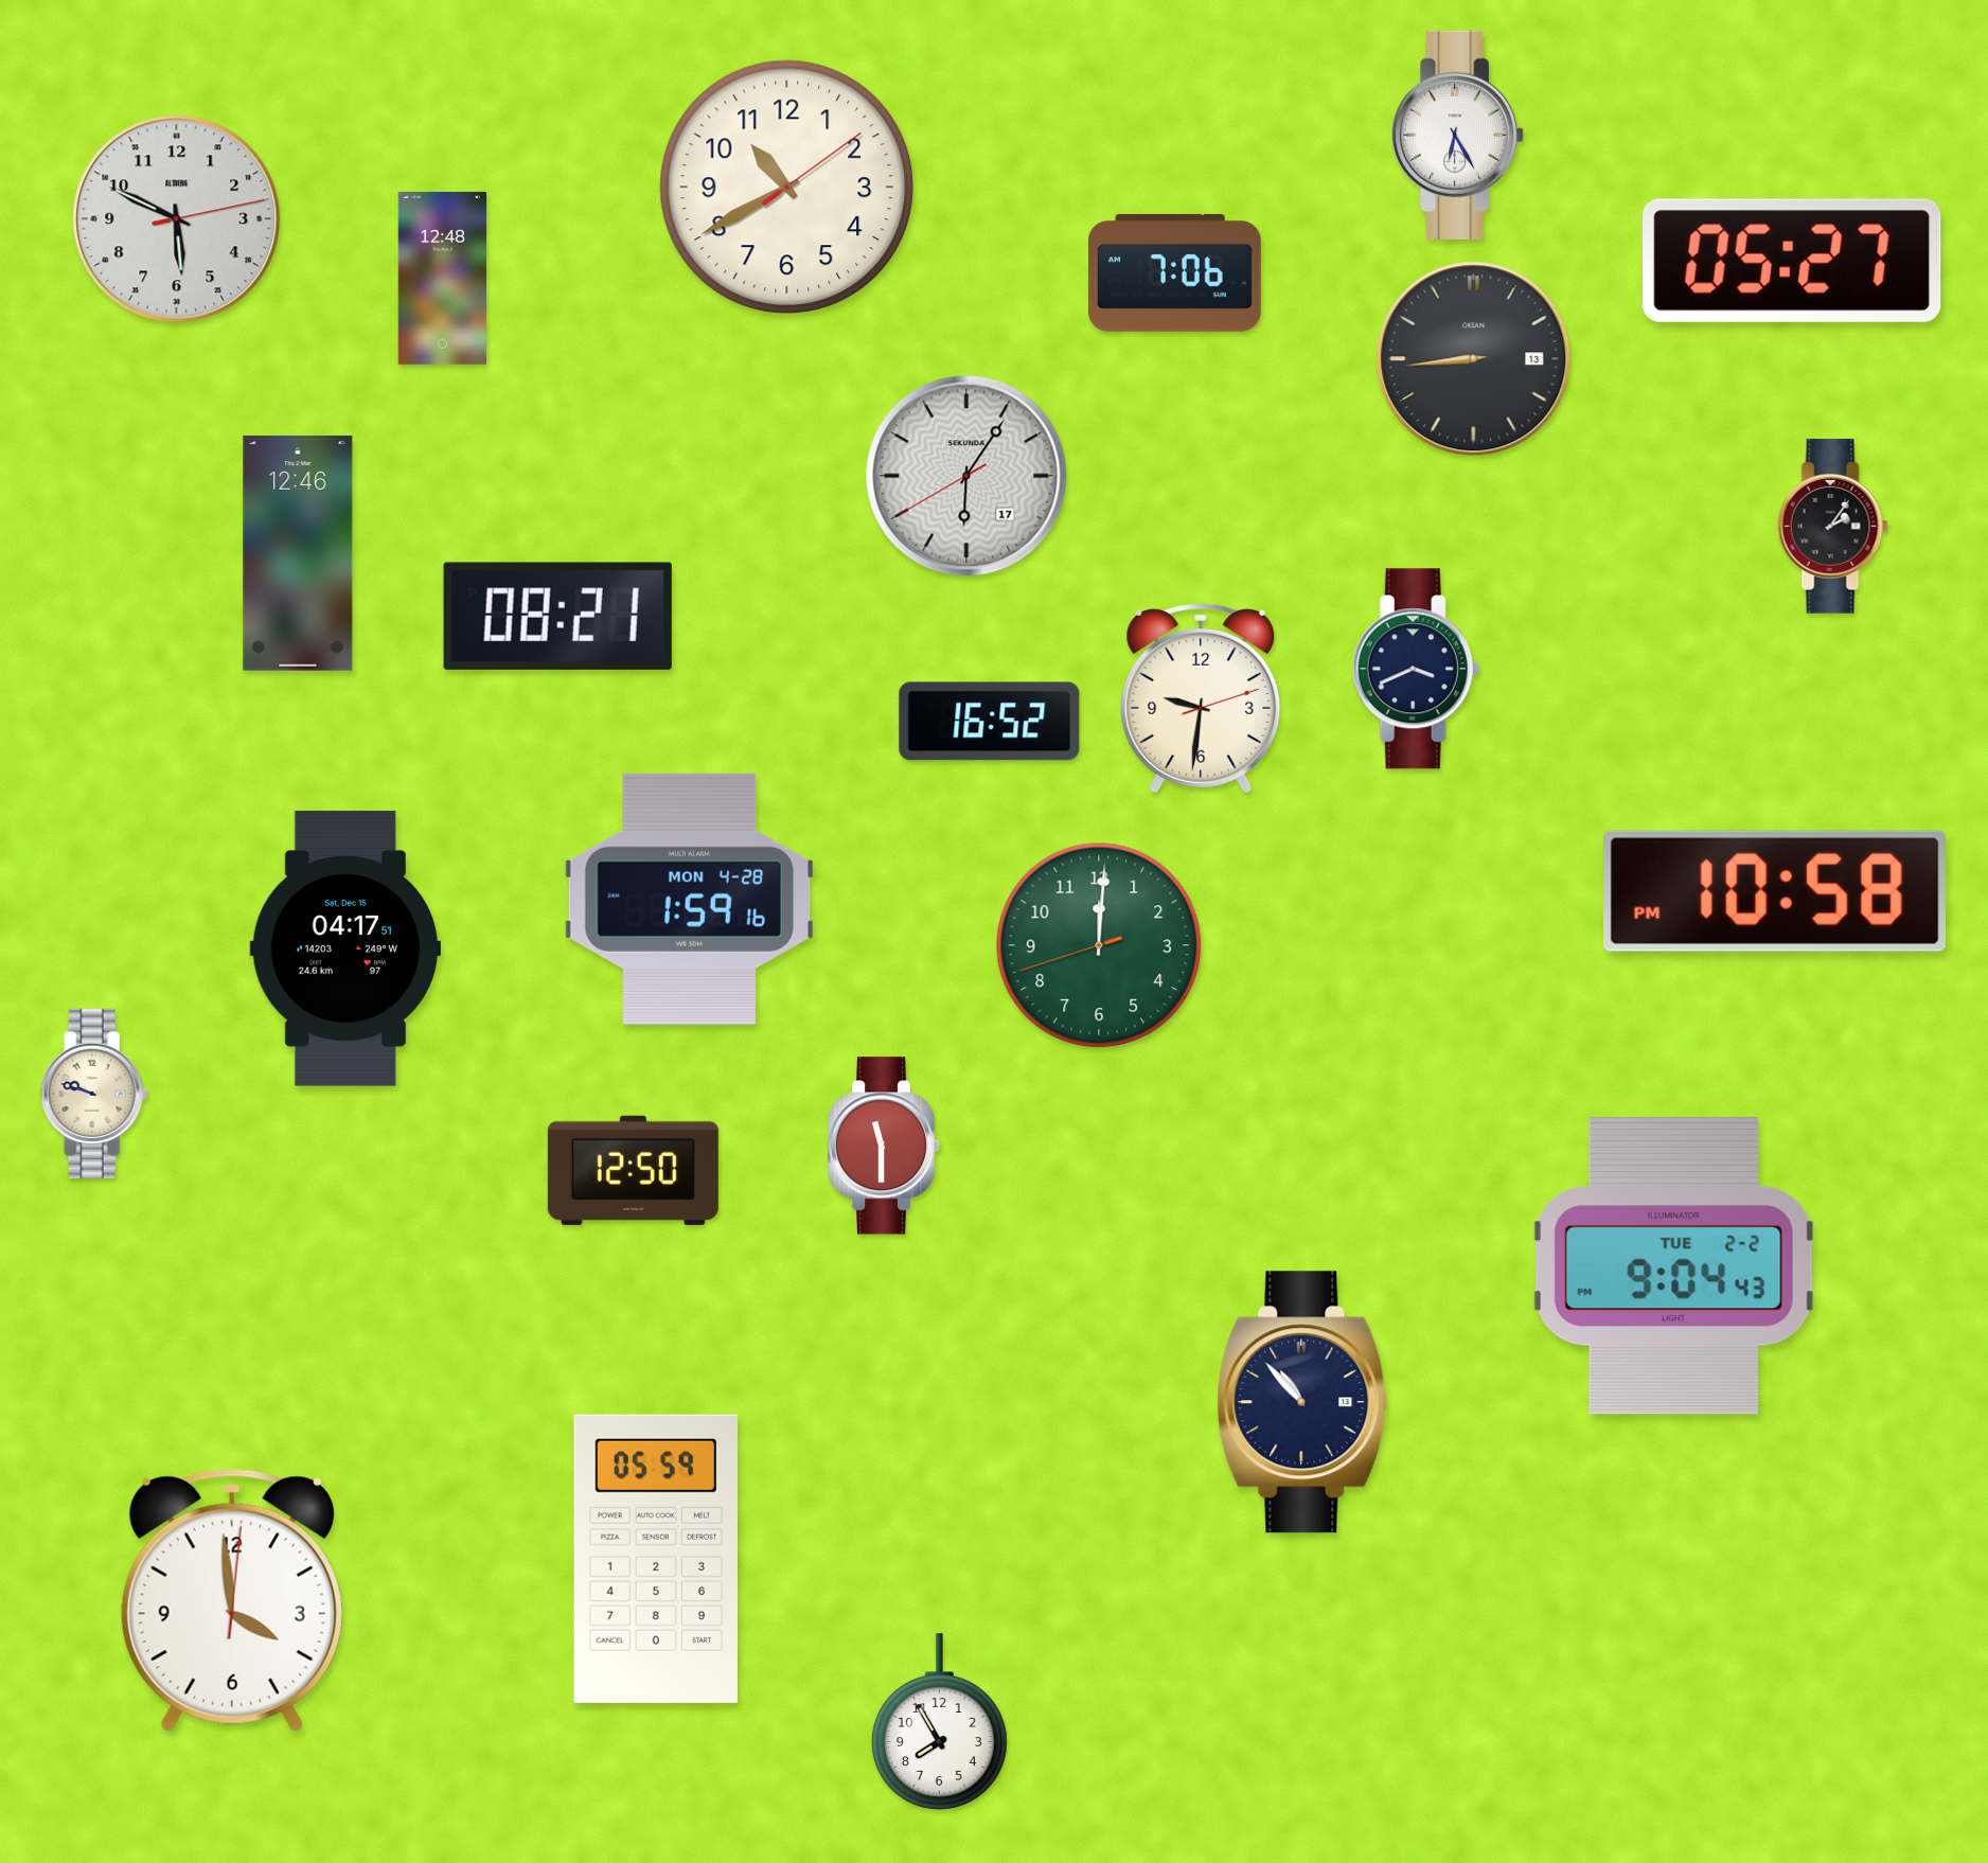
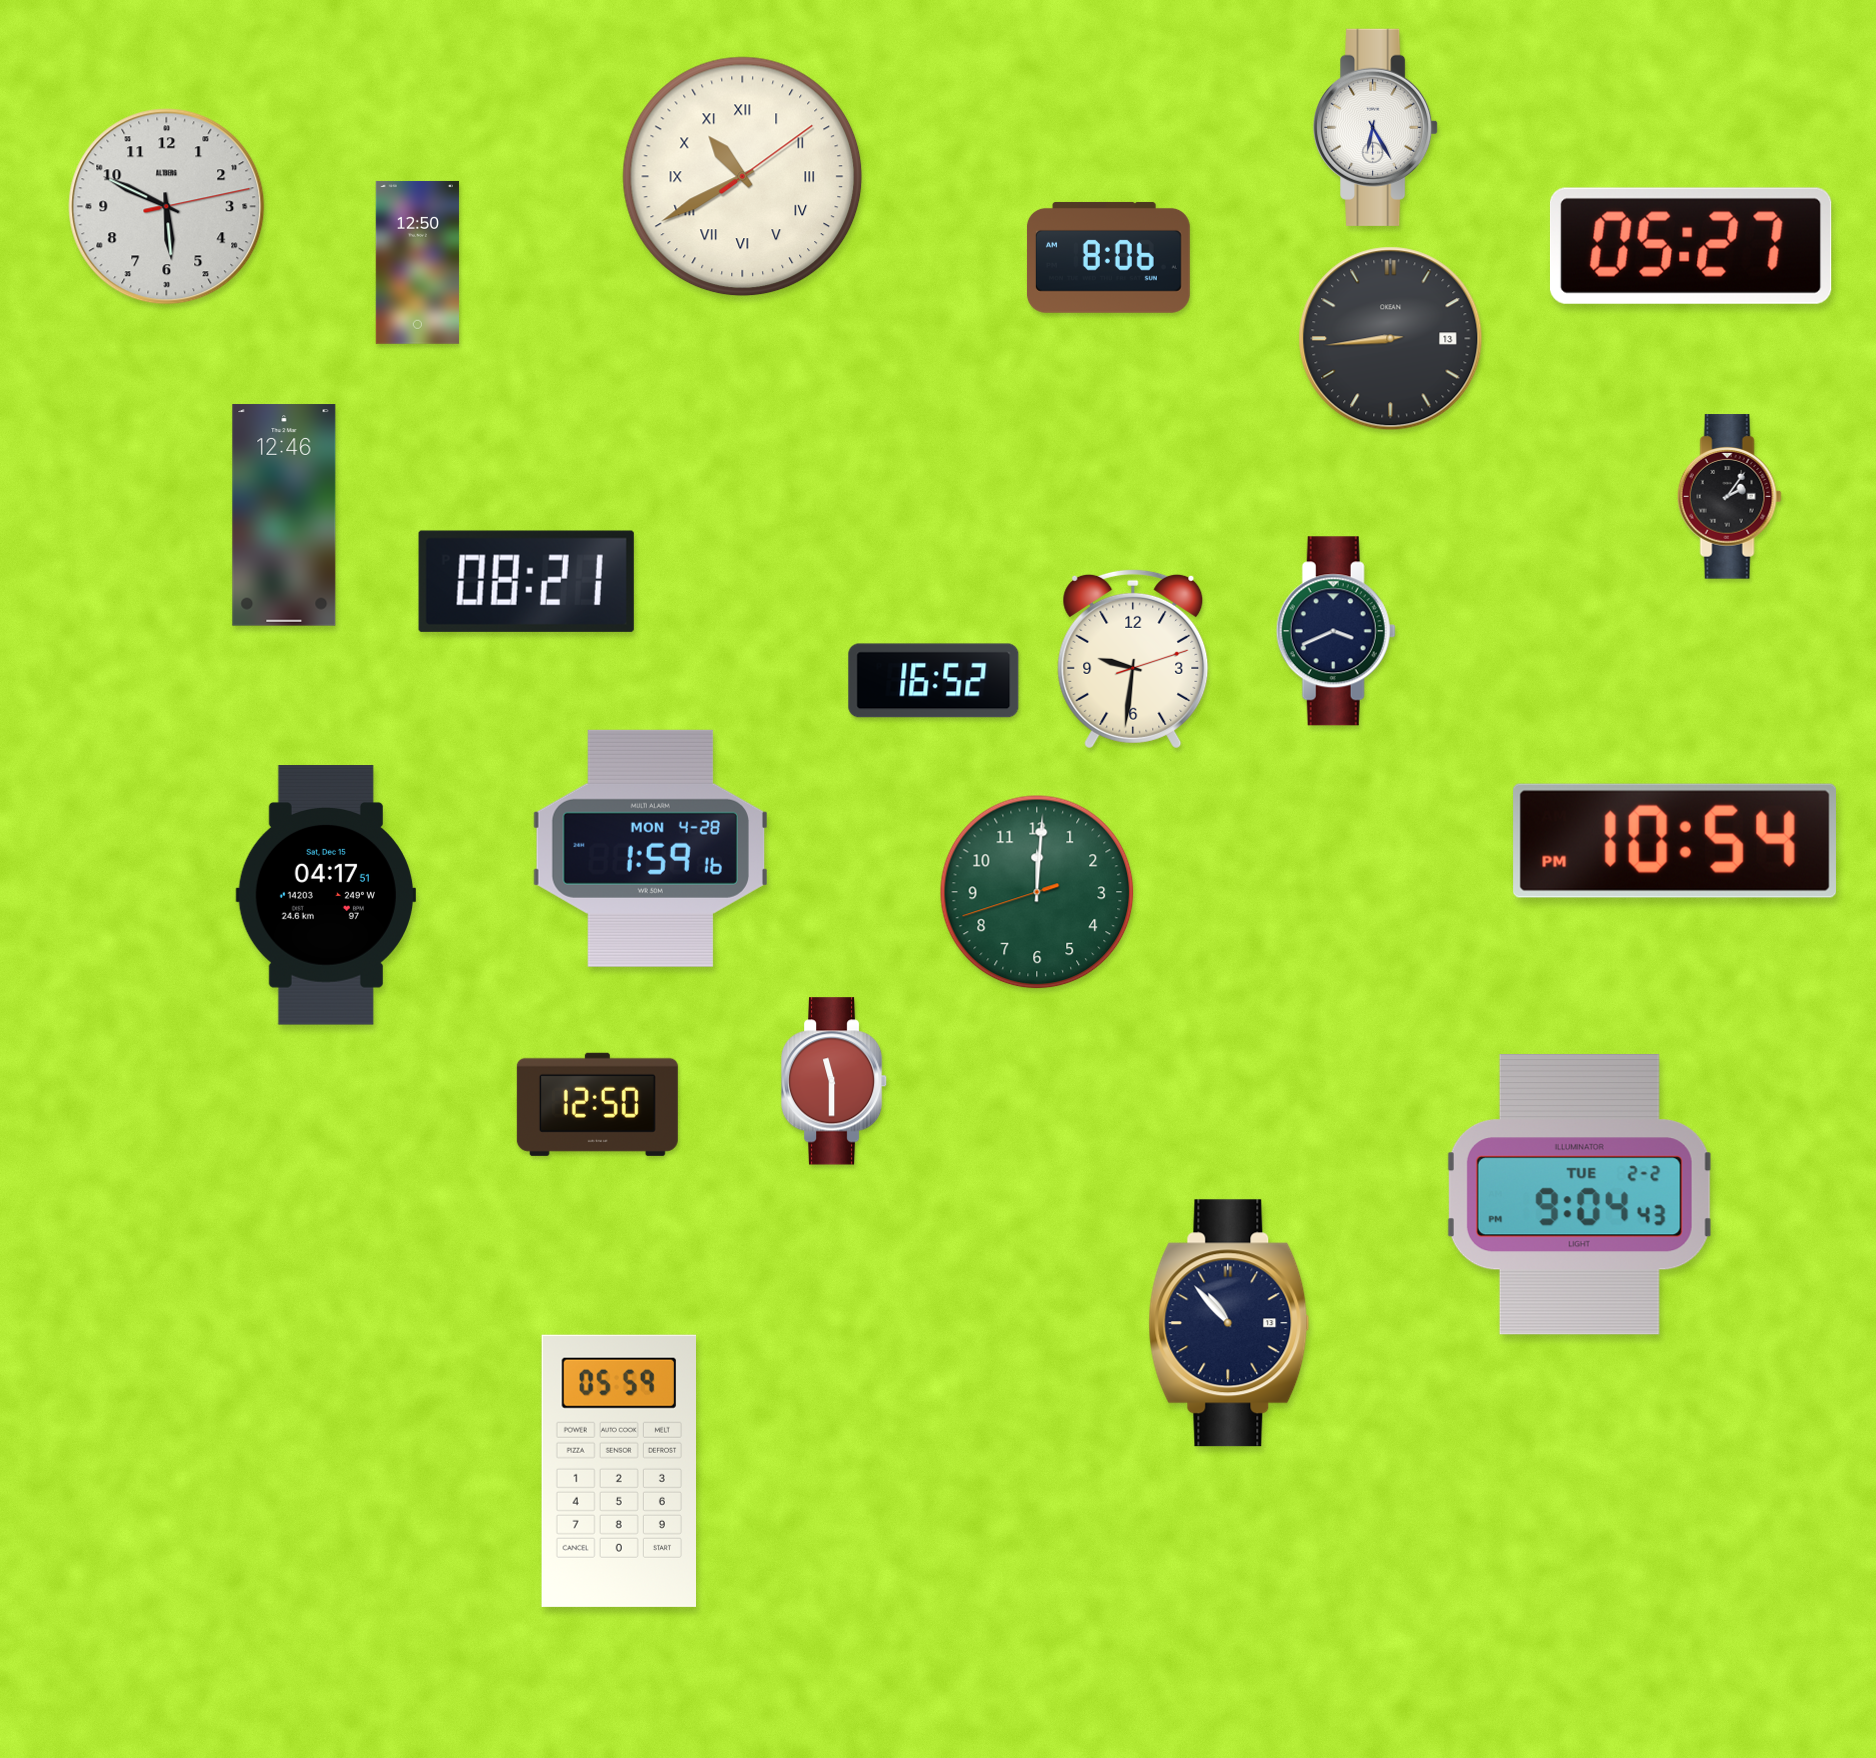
clock at (787, 188) numerals: Arabic -> Roman
clock at (1174, 272): 7:06 -> 8:06
clock at (442, 278): 12:48 -> 12:50
clock at (966, 476): 6:05 -> none
clock at (298, 553) position: (298, 553) -> (284, 515)
clock at (1775, 891): 10:58 -> 10:54
clock at (94, 1094): 9:48 -> none
clock at (232, 1600): 3:59 -> none
clock at (939, 1722): 7:55 -> none
